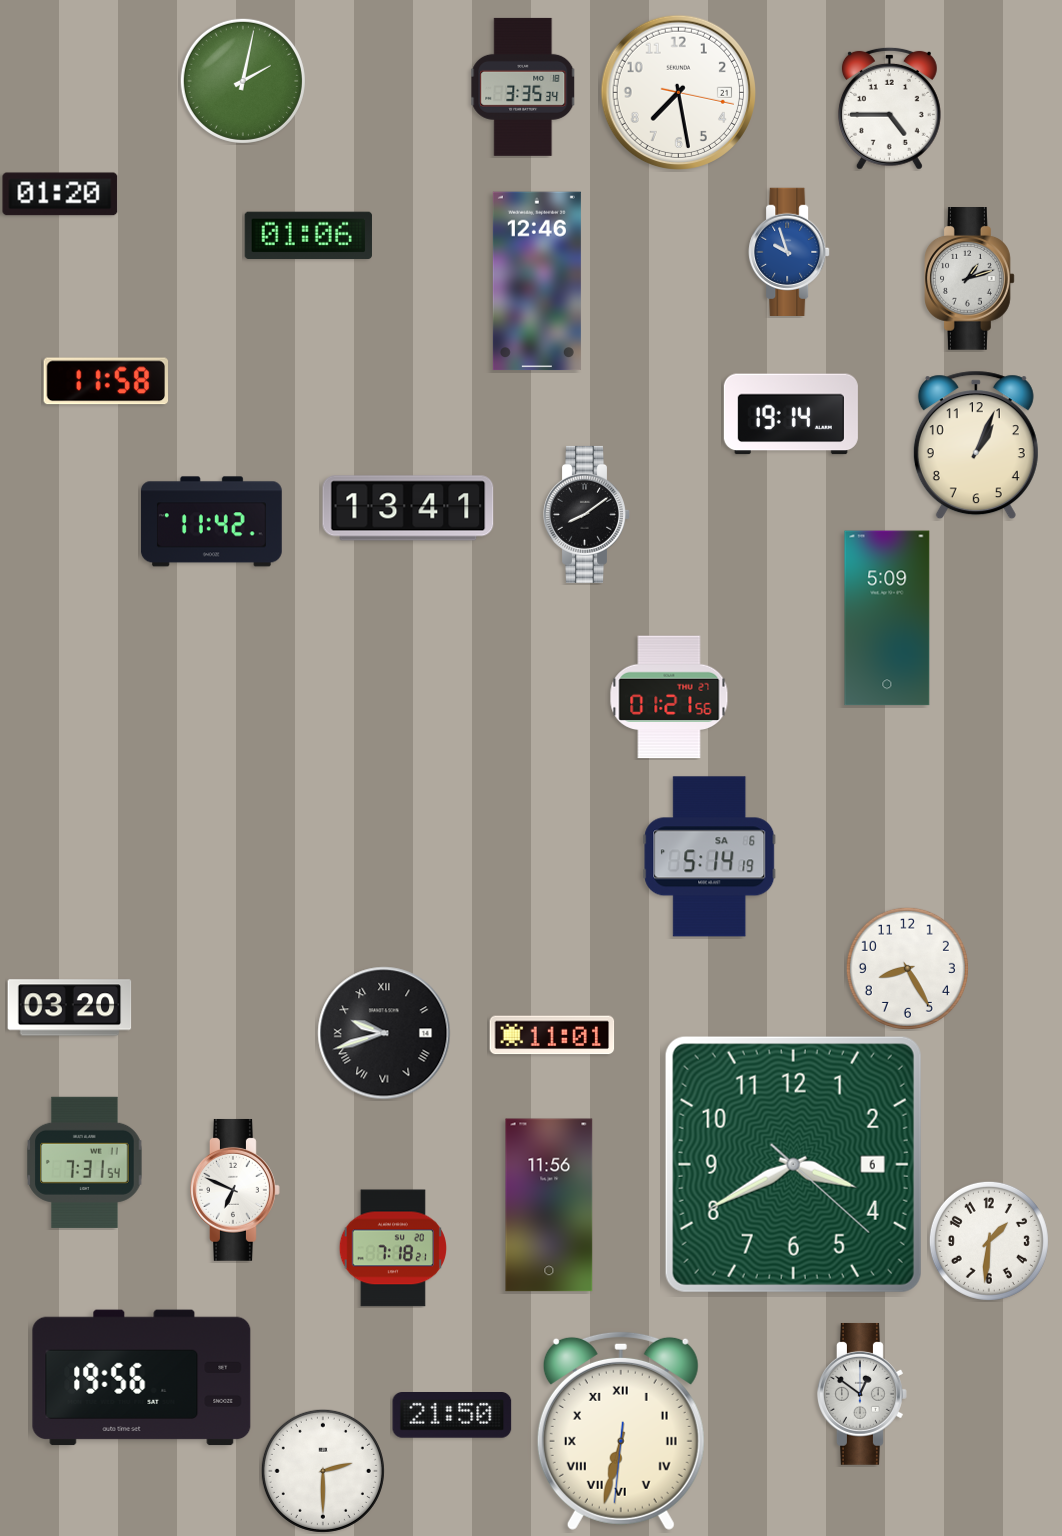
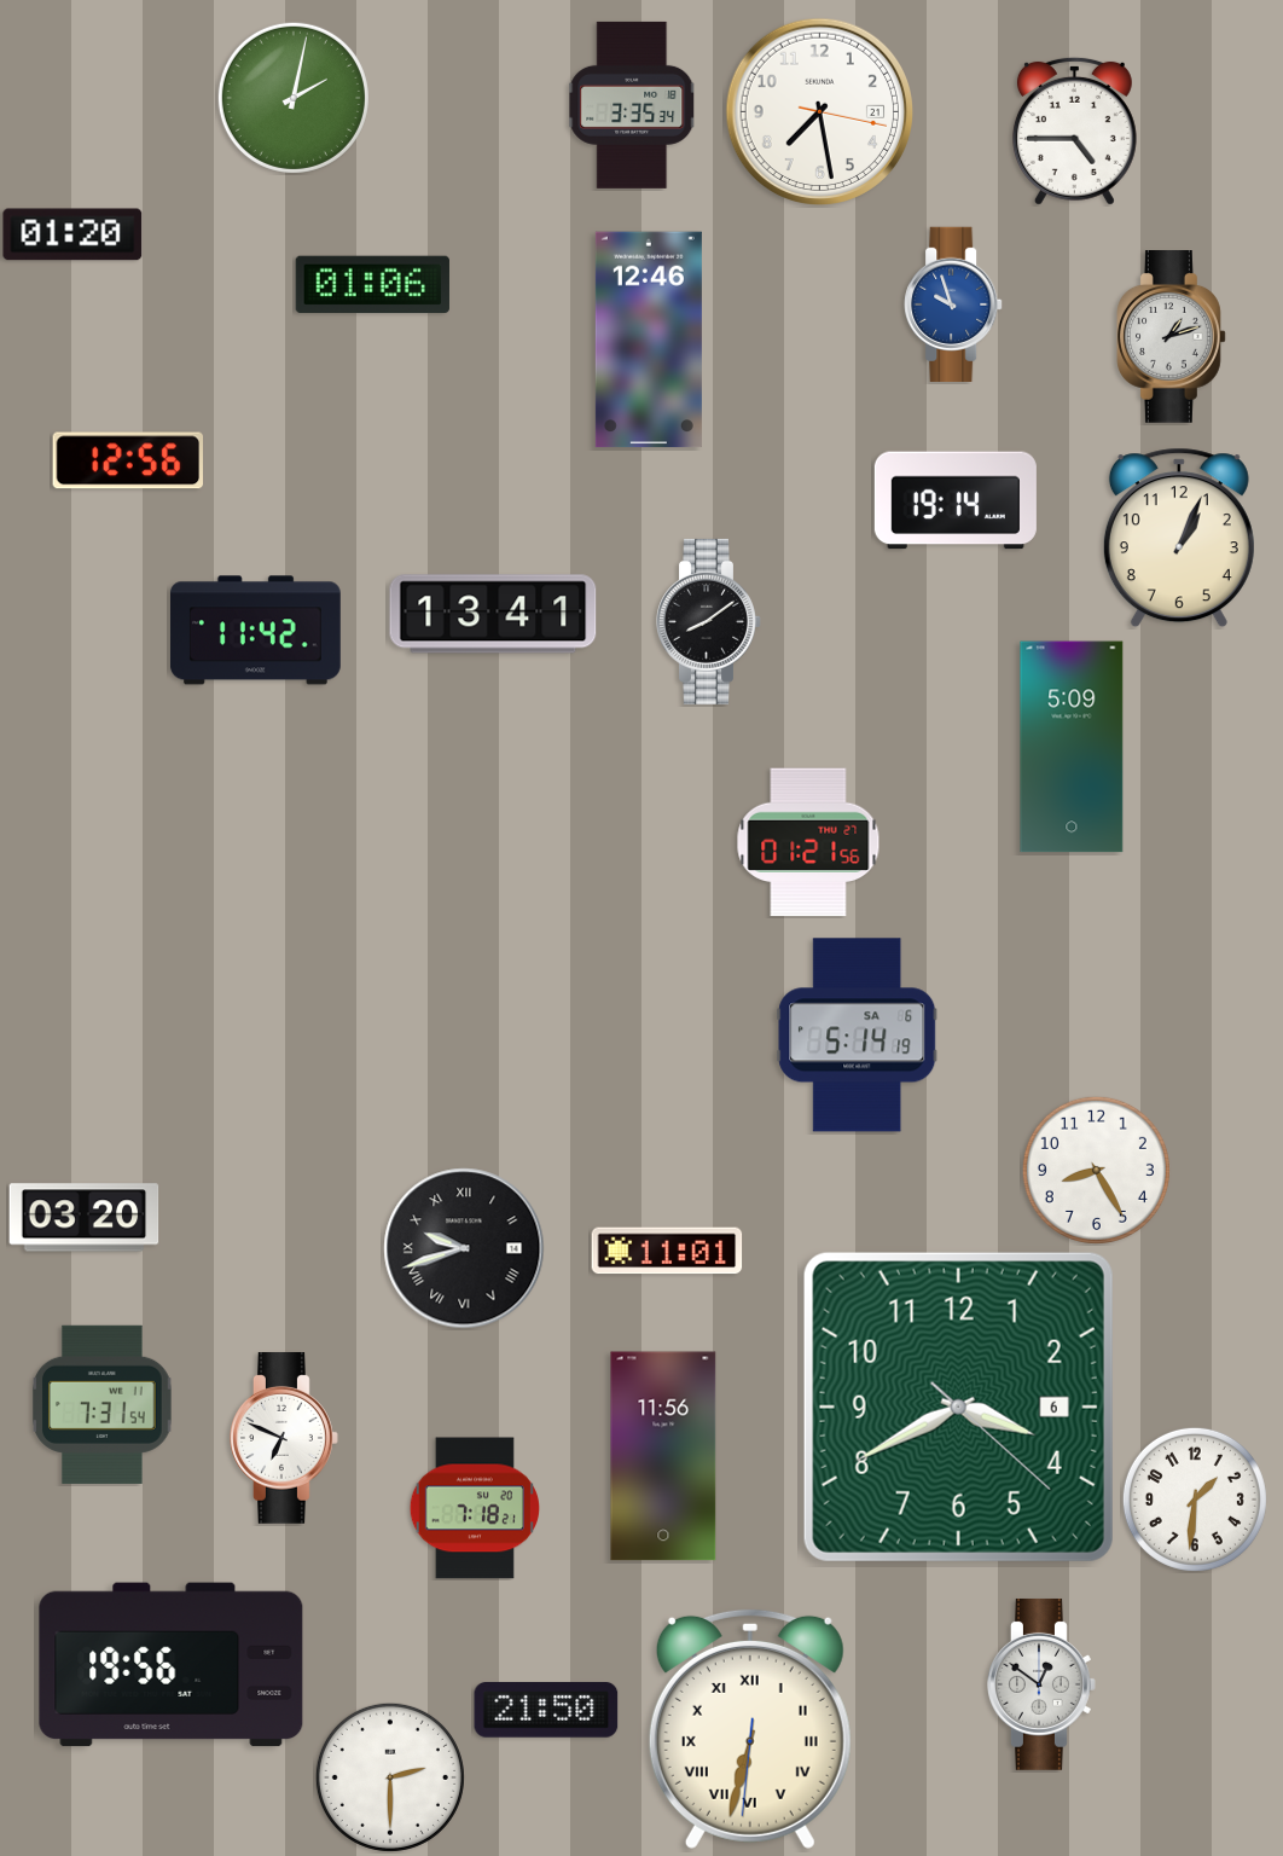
clock at (106, 381): 11:58 -> 12:56
